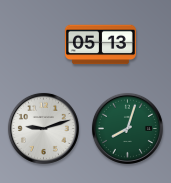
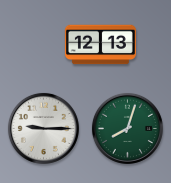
clock at (100, 45): 05:13 -> 12:13
clock at (43, 128): 9:12 -> 9:15
